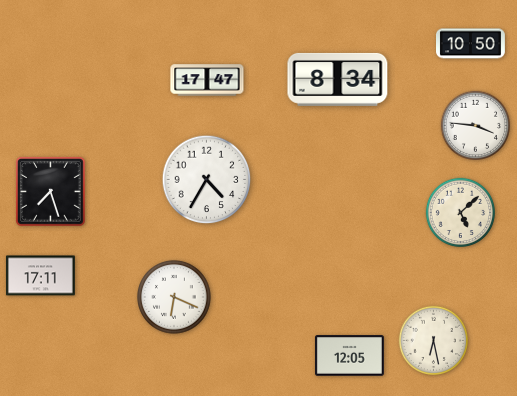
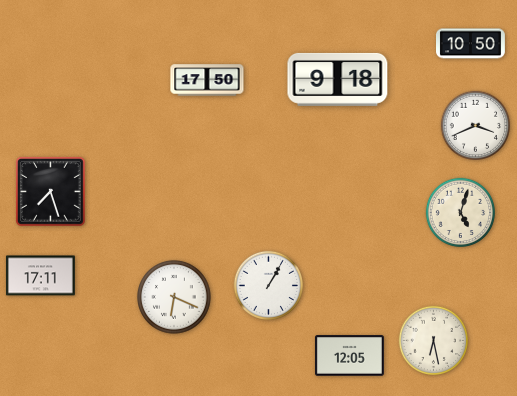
clock at (338, 79): 8:34 -> 9:18
clock at (207, 80): 17:47 -> 17:50
clock at (475, 125): 3:46 -> 3:41
clock at (207, 180): 4:35 -> none
clock at (460, 212): 5:08 -> 5:03
clock at (268, 285): none -> 1:05
